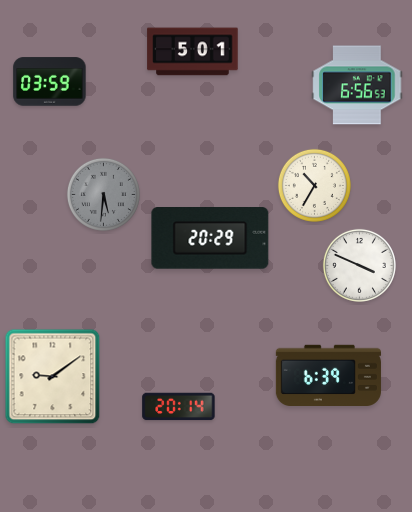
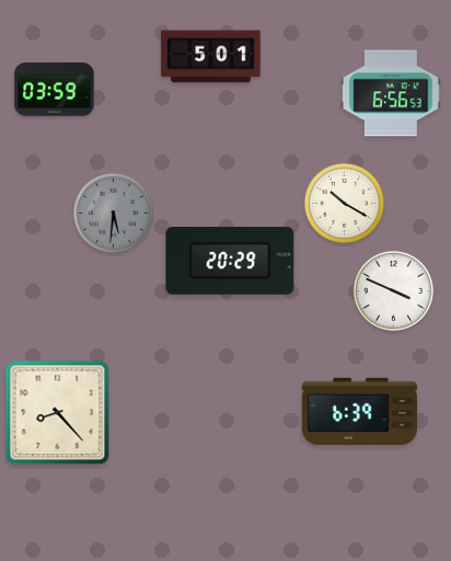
clock at (314, 185): 10:35 -> 10:20
clock at (53, 377): 9:09 -> 8:23
clock at (179, 407): 20:14 -> none
